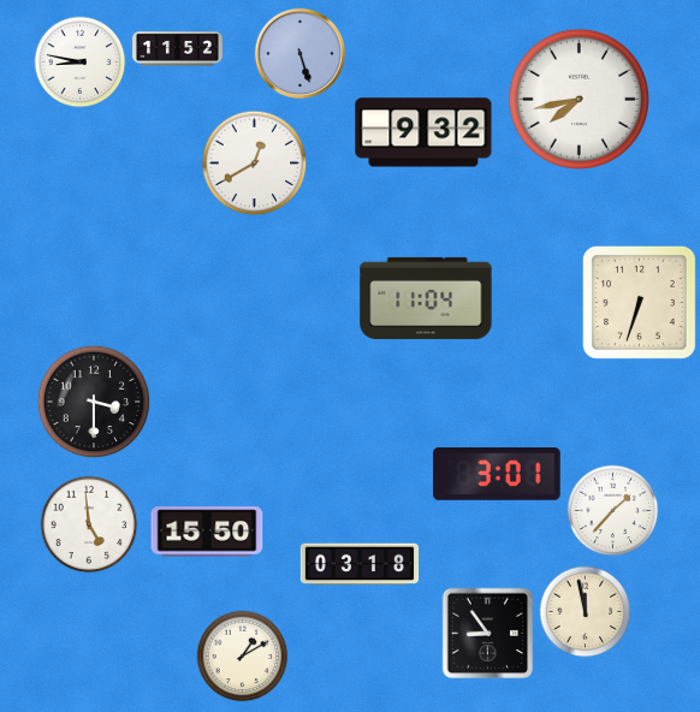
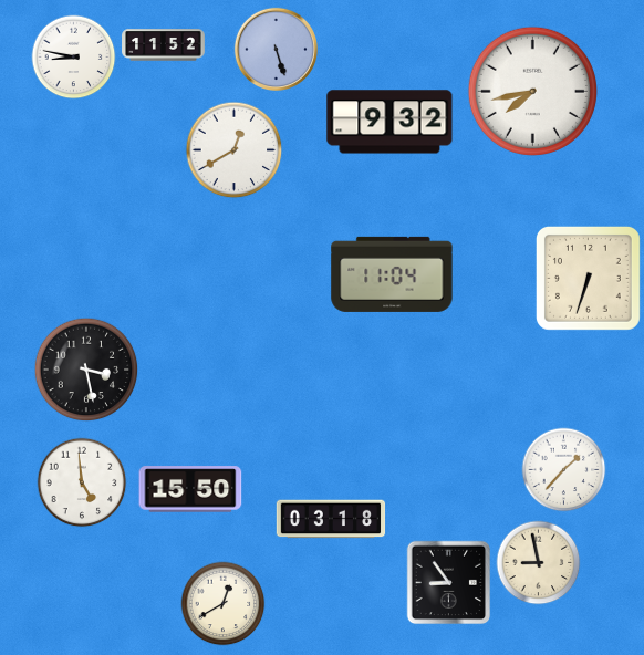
clock at (94, 402): 3:30 -> 3:28
clock at (497, 474): 3:01 -> none
clock at (586, 612): 11:58 -> 8:58
clock at (243, 657): 1:10 -> 12:40
